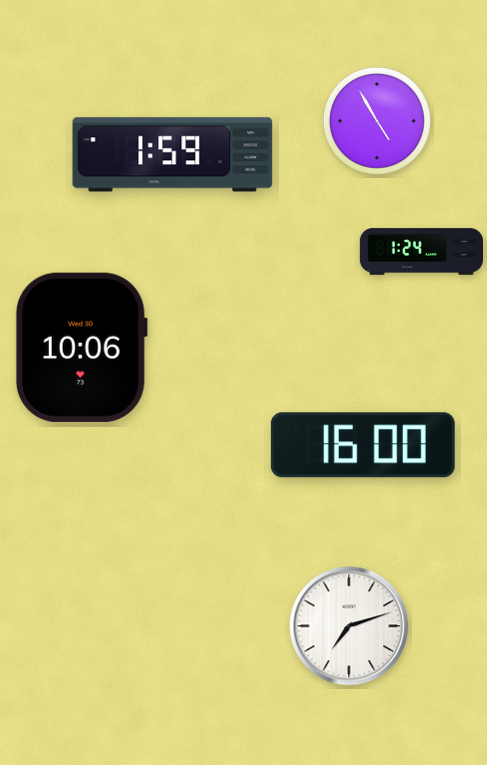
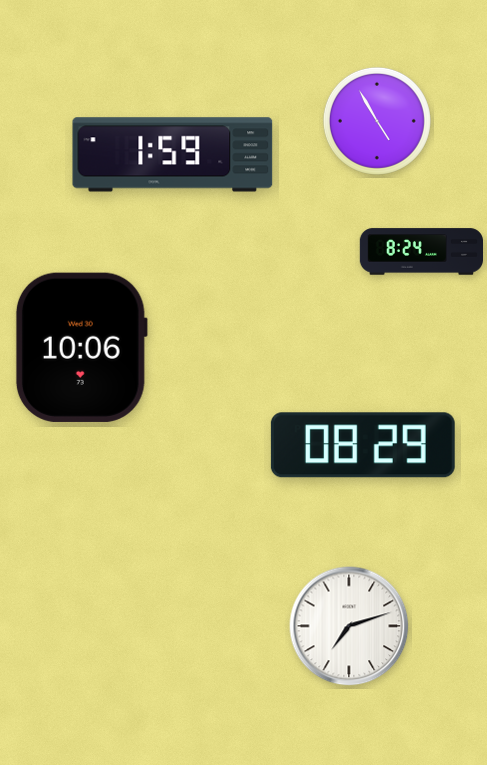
clock at (421, 252): 1:24 -> 8:24
clock at (363, 445): 16:00 -> 08:29
